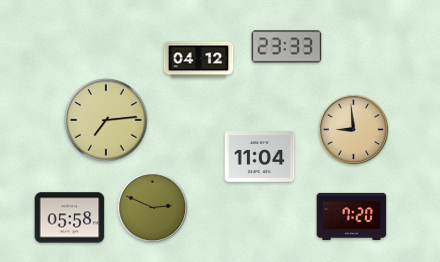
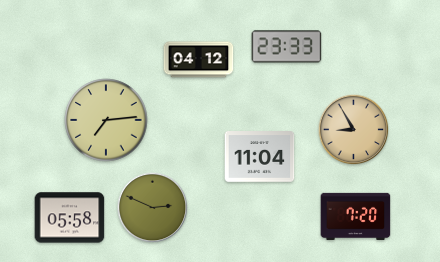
clock at (354, 130): 8:59 -> 8:55
clock at (352, 216) position: (352, 216) -> (356, 216)
